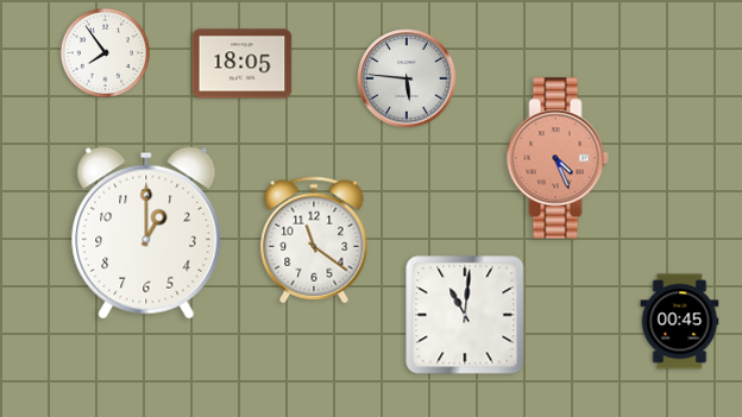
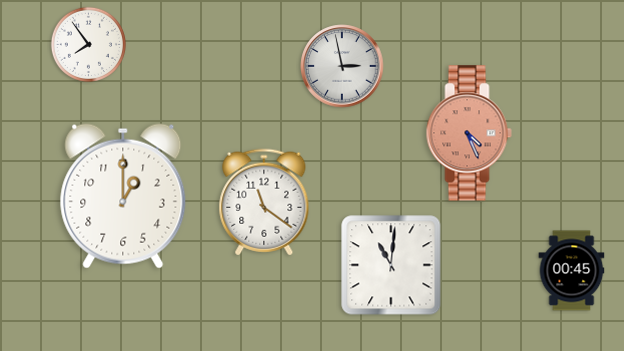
clock at (243, 64): 18:05 -> none
clock at (407, 78): 5:46 -> 2:58
